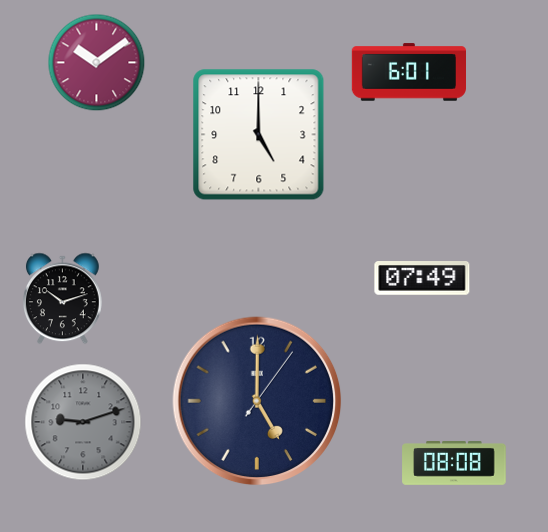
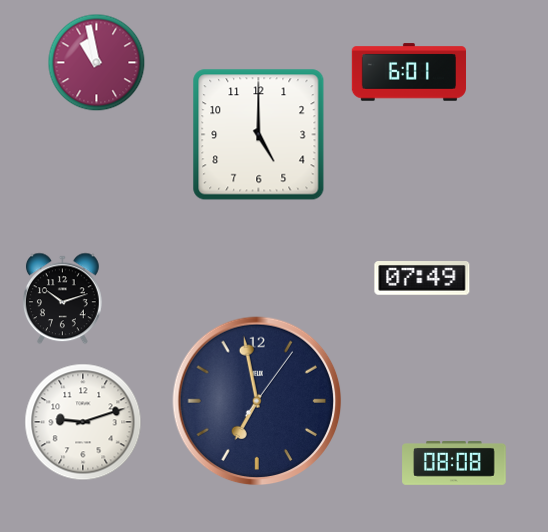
clock at (97, 63): 10:09 -> 10:58
clock at (257, 401): 5:00 -> 6:58
clock at (83, 422) dial: grey -> white
